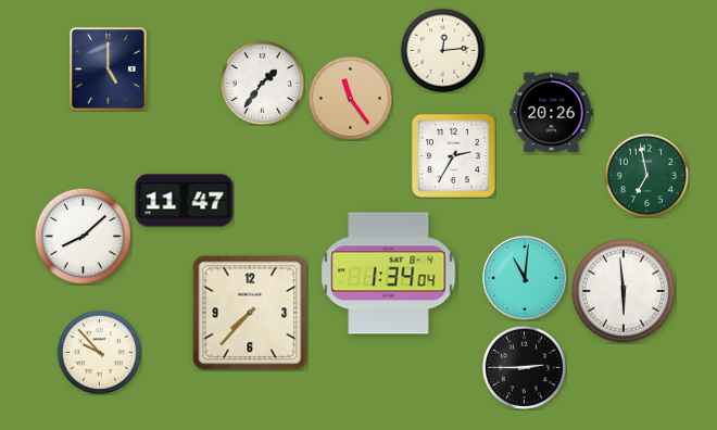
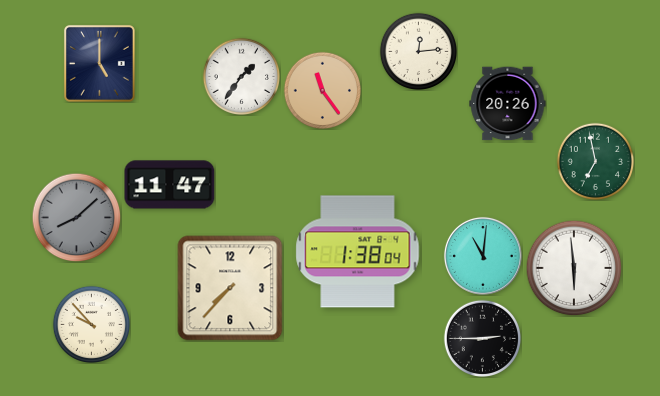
clock at (442, 50) position: (442, 50) -> (418, 51)
clock at (453, 155): 2:35 -> none
clock at (83, 236) dial: white -> grey
clock at (389, 274): 1:34 -> 1:38
